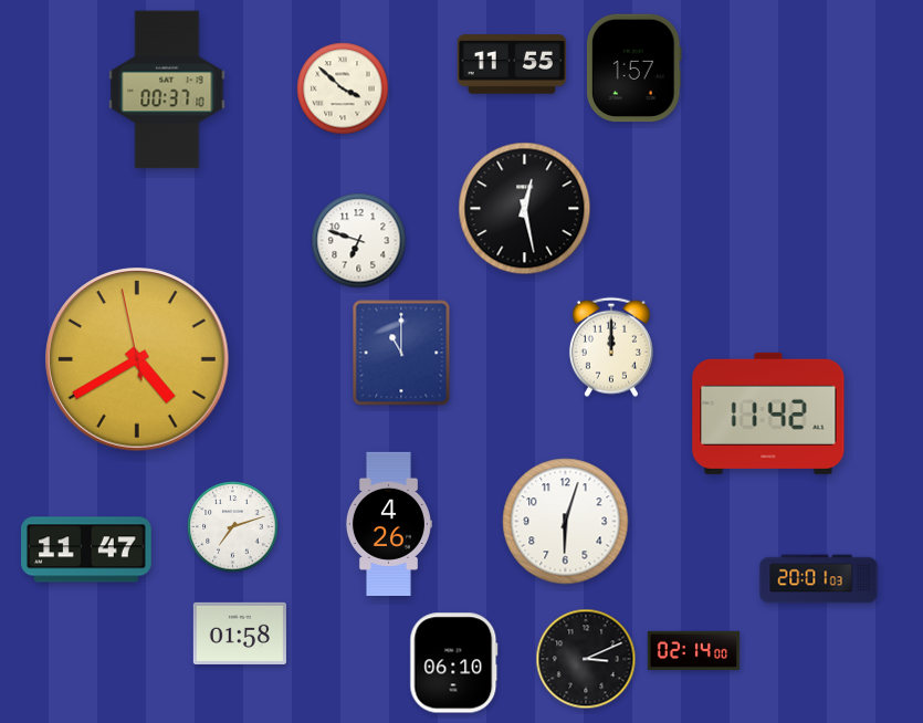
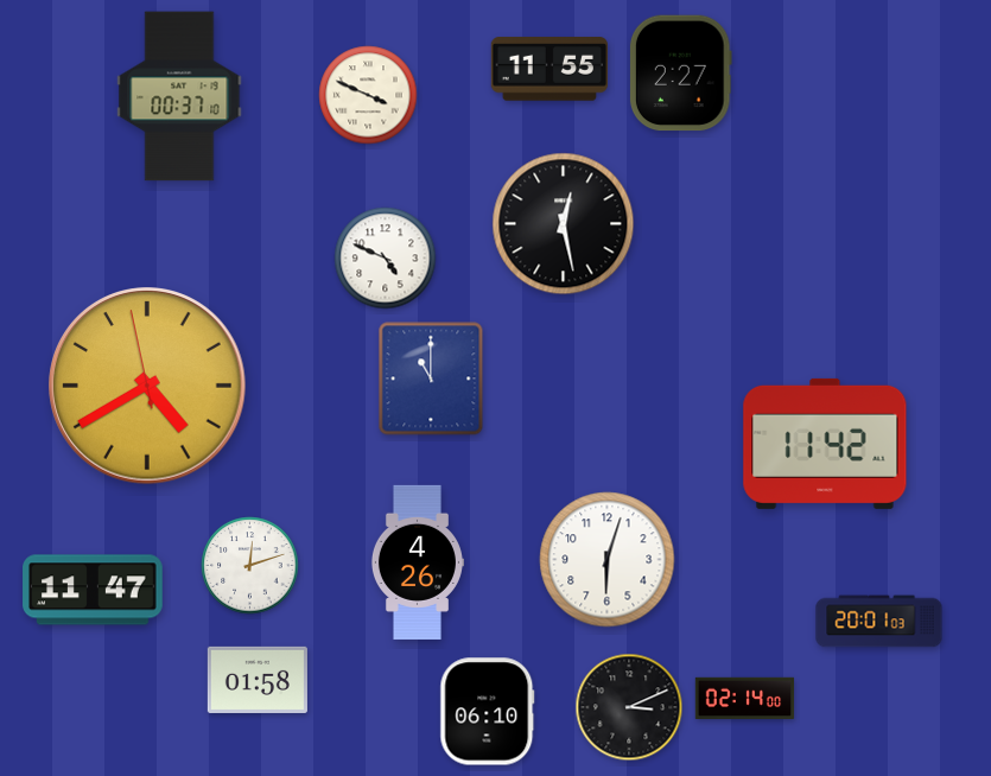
clock at (633, 69): 1:57 -> 2:27
clock at (343, 88): 3:52 -> 3:49
clock at (359, 241): 6:48 -> 4:49
clock at (611, 347): 12:00 -> none
clock at (233, 527): 7:12 -> 12:12
